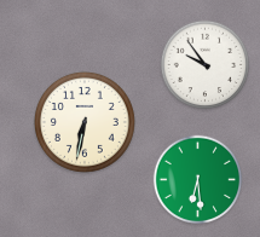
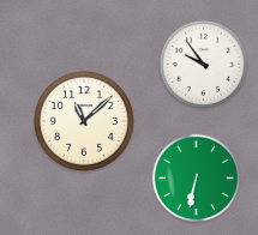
clock at (85, 122): 6:32 -> 11:08
clock at (198, 180): 6:29 -> 6:32
